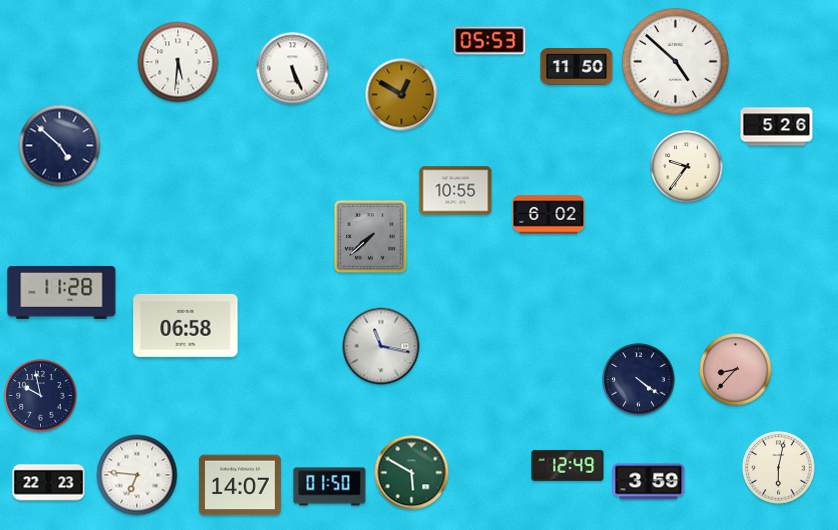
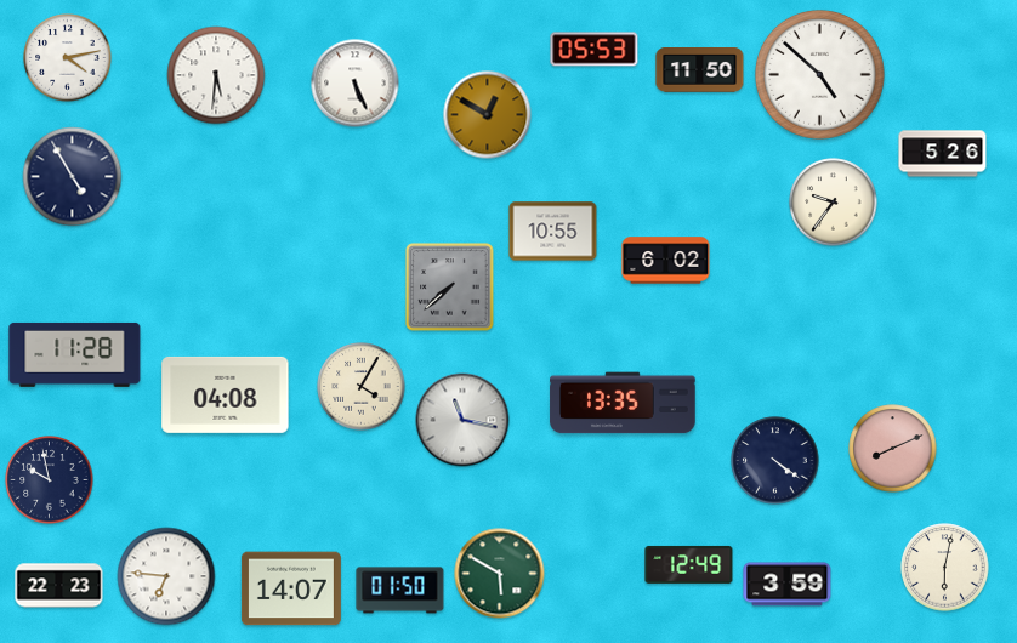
clock at (68, 58): none -> 4:13
clock at (577, 67) position: (577, 67) -> (700, 70)
clock at (60, 146): 4:52 -> 4:55
clock at (362, 387): none -> 4:05
clock at (186, 325): 06:58 -> 04:08
clock at (623, 403): none -> 13:35
clock at (736, 370): 8:37 -> 8:11
